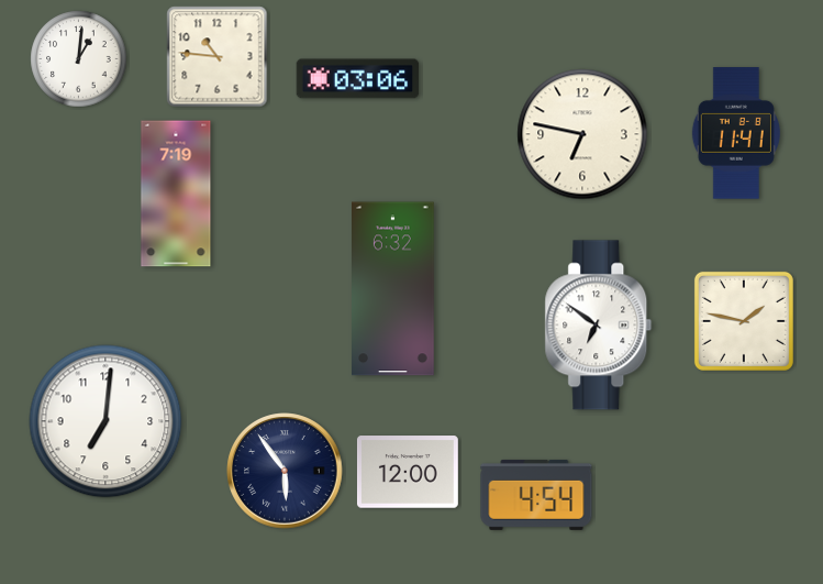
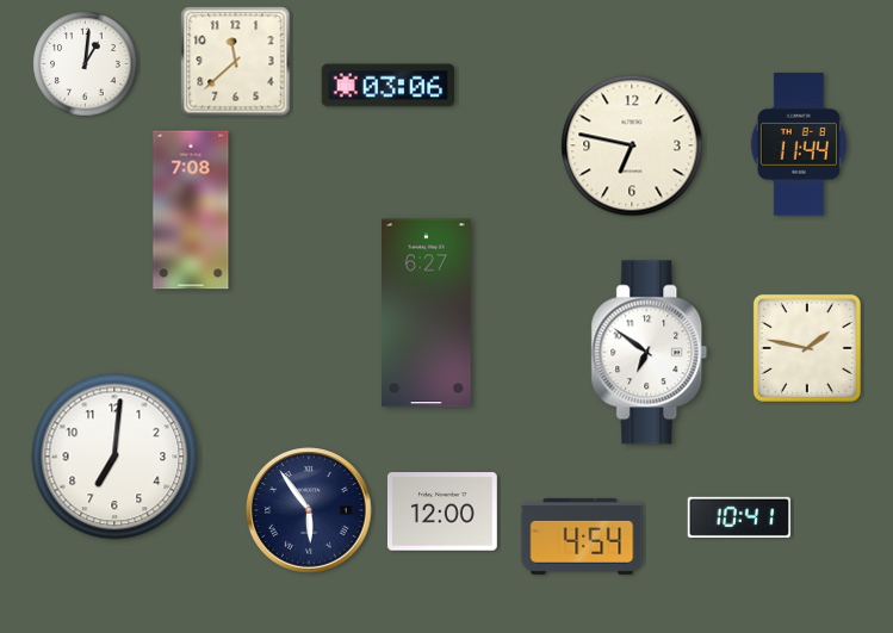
clock at (218, 57): 10:46 -> 11:38
clock at (736, 133): 11:41 -> 11:44
clock at (176, 194): 7:19 -> 7:08
clock at (393, 289): 6:32 -> 6:27
clock at (739, 517): none -> 10:41
